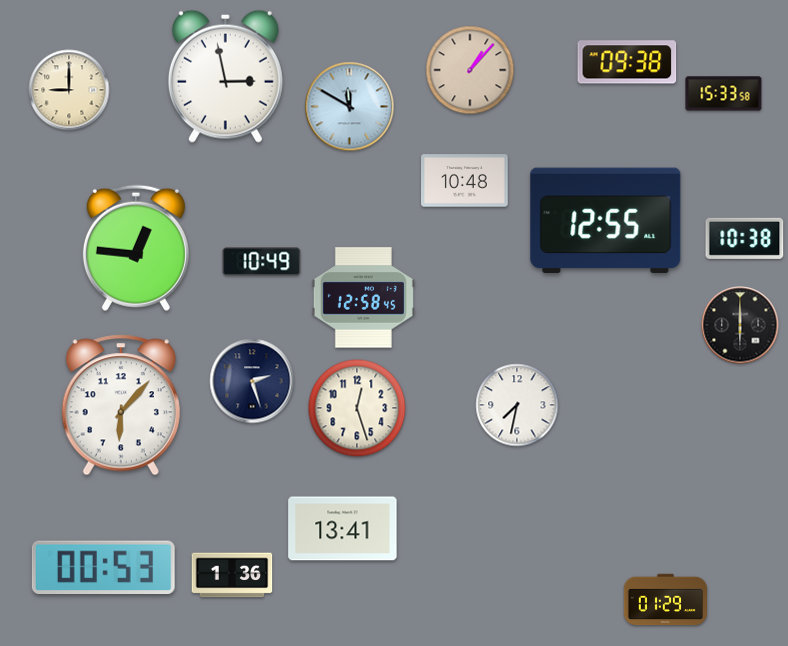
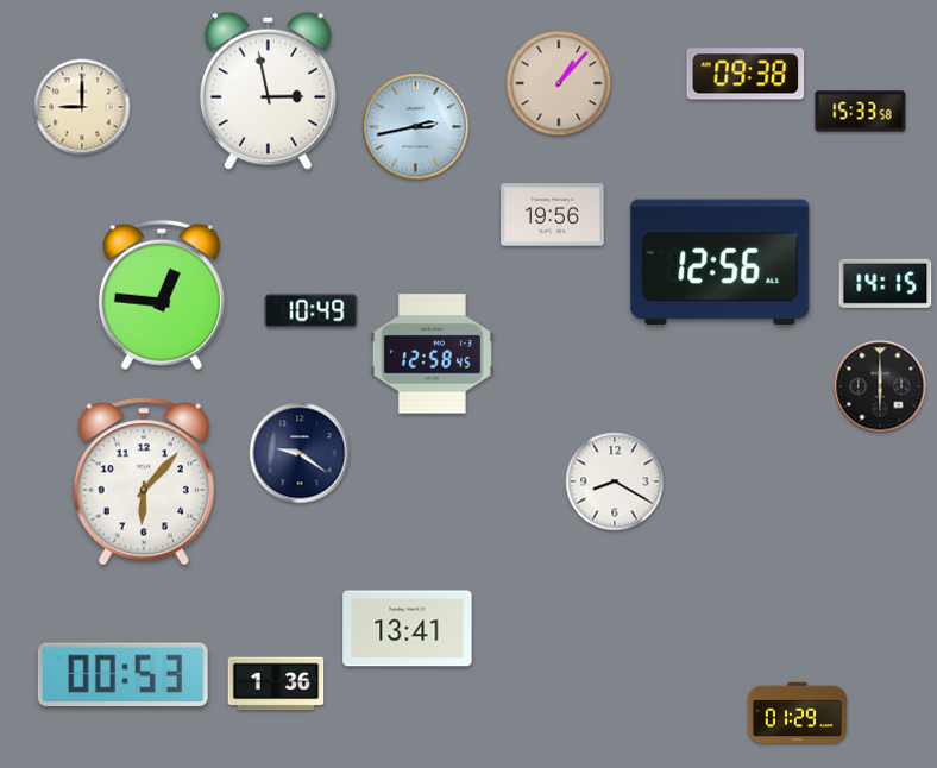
clock at (350, 107): 11:50 -> 2:43
clock at (465, 181): 10:48 -> 19:56
clock at (606, 220): 12:55 -> 12:56
clock at (745, 238): 10:38 -> 14:15
clock at (252, 381): 2:27 -> 9:21
clock at (517, 405): 7:32 -> 8:20
clock at (357, 408): 12:27 -> none
clock at (665, 600) position: (665, 600) -> (797, 713)
